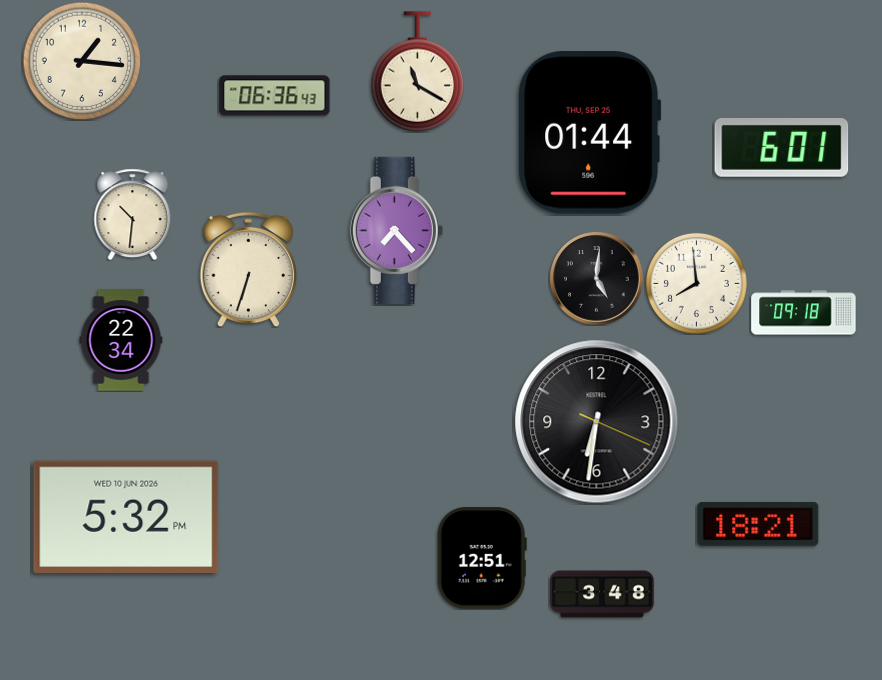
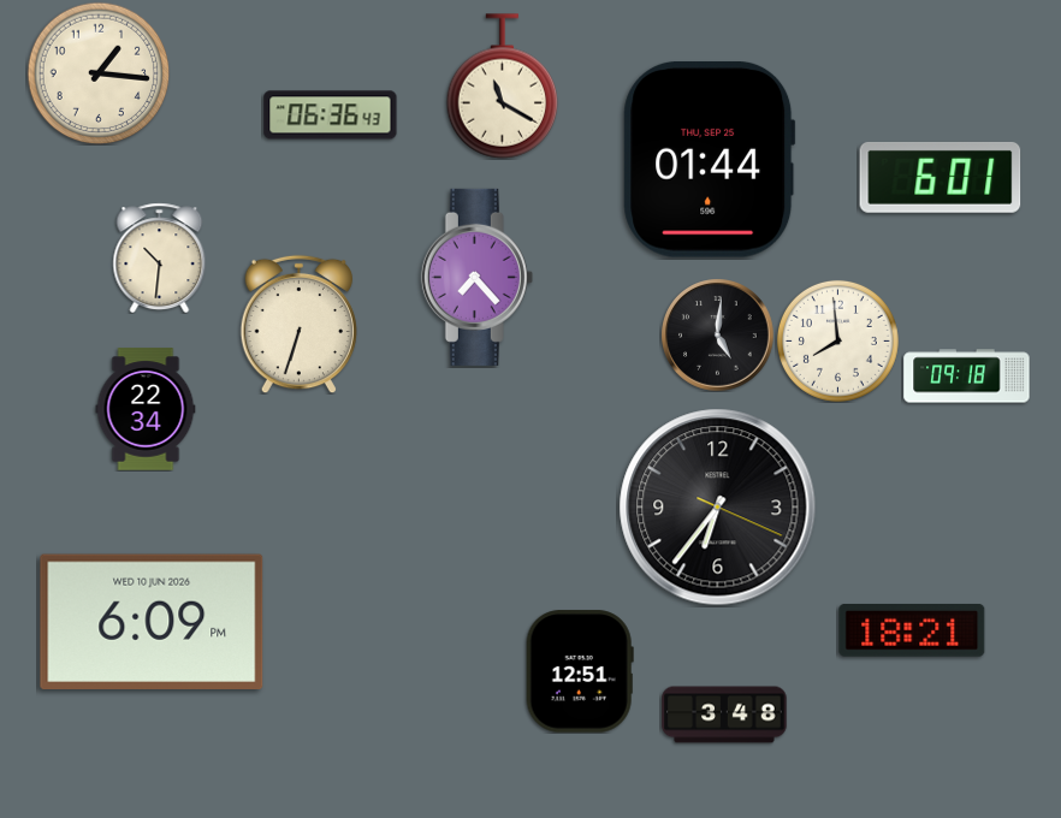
clock at (597, 422): 6:31 -> 6:36
clock at (126, 516): 5:32 -> 6:09
